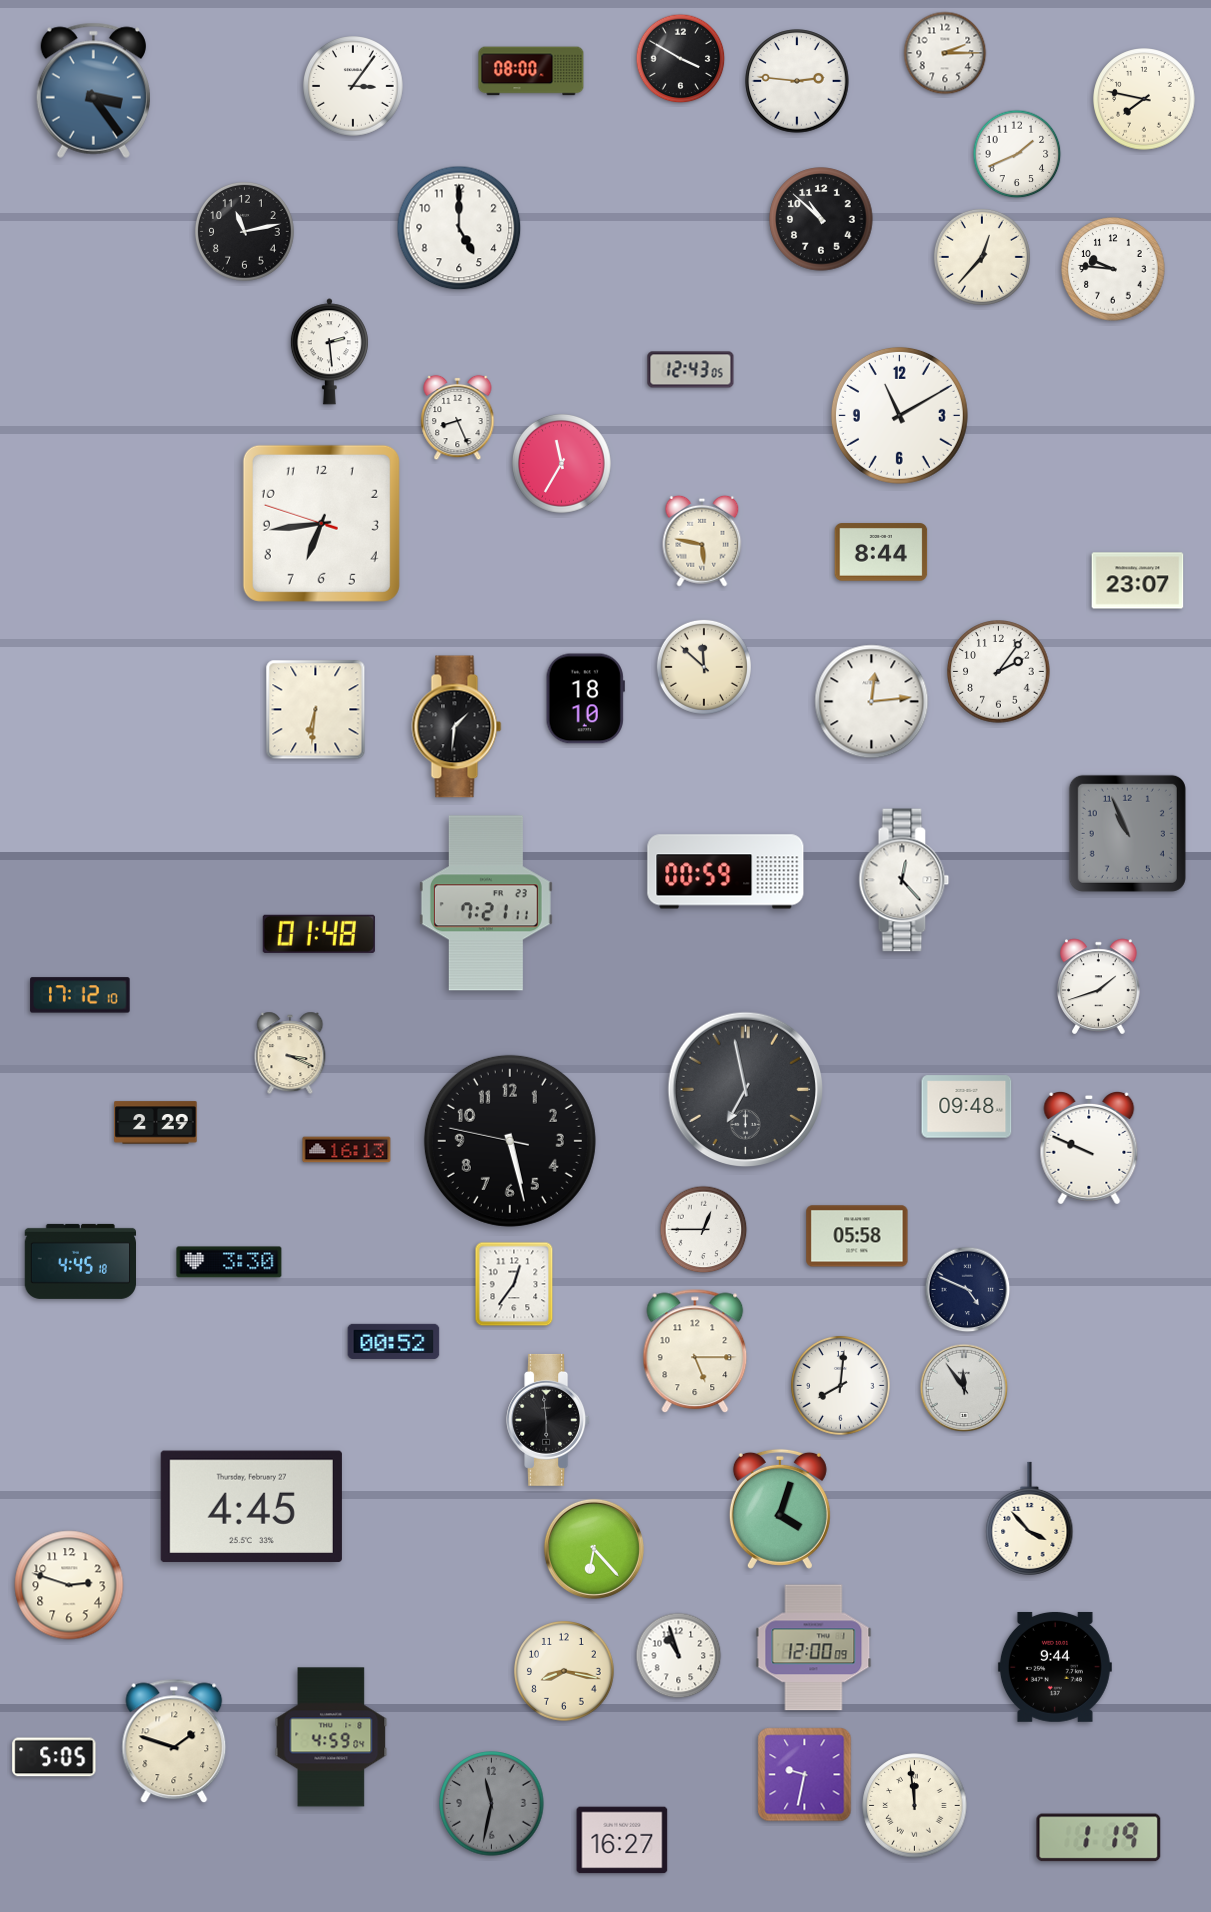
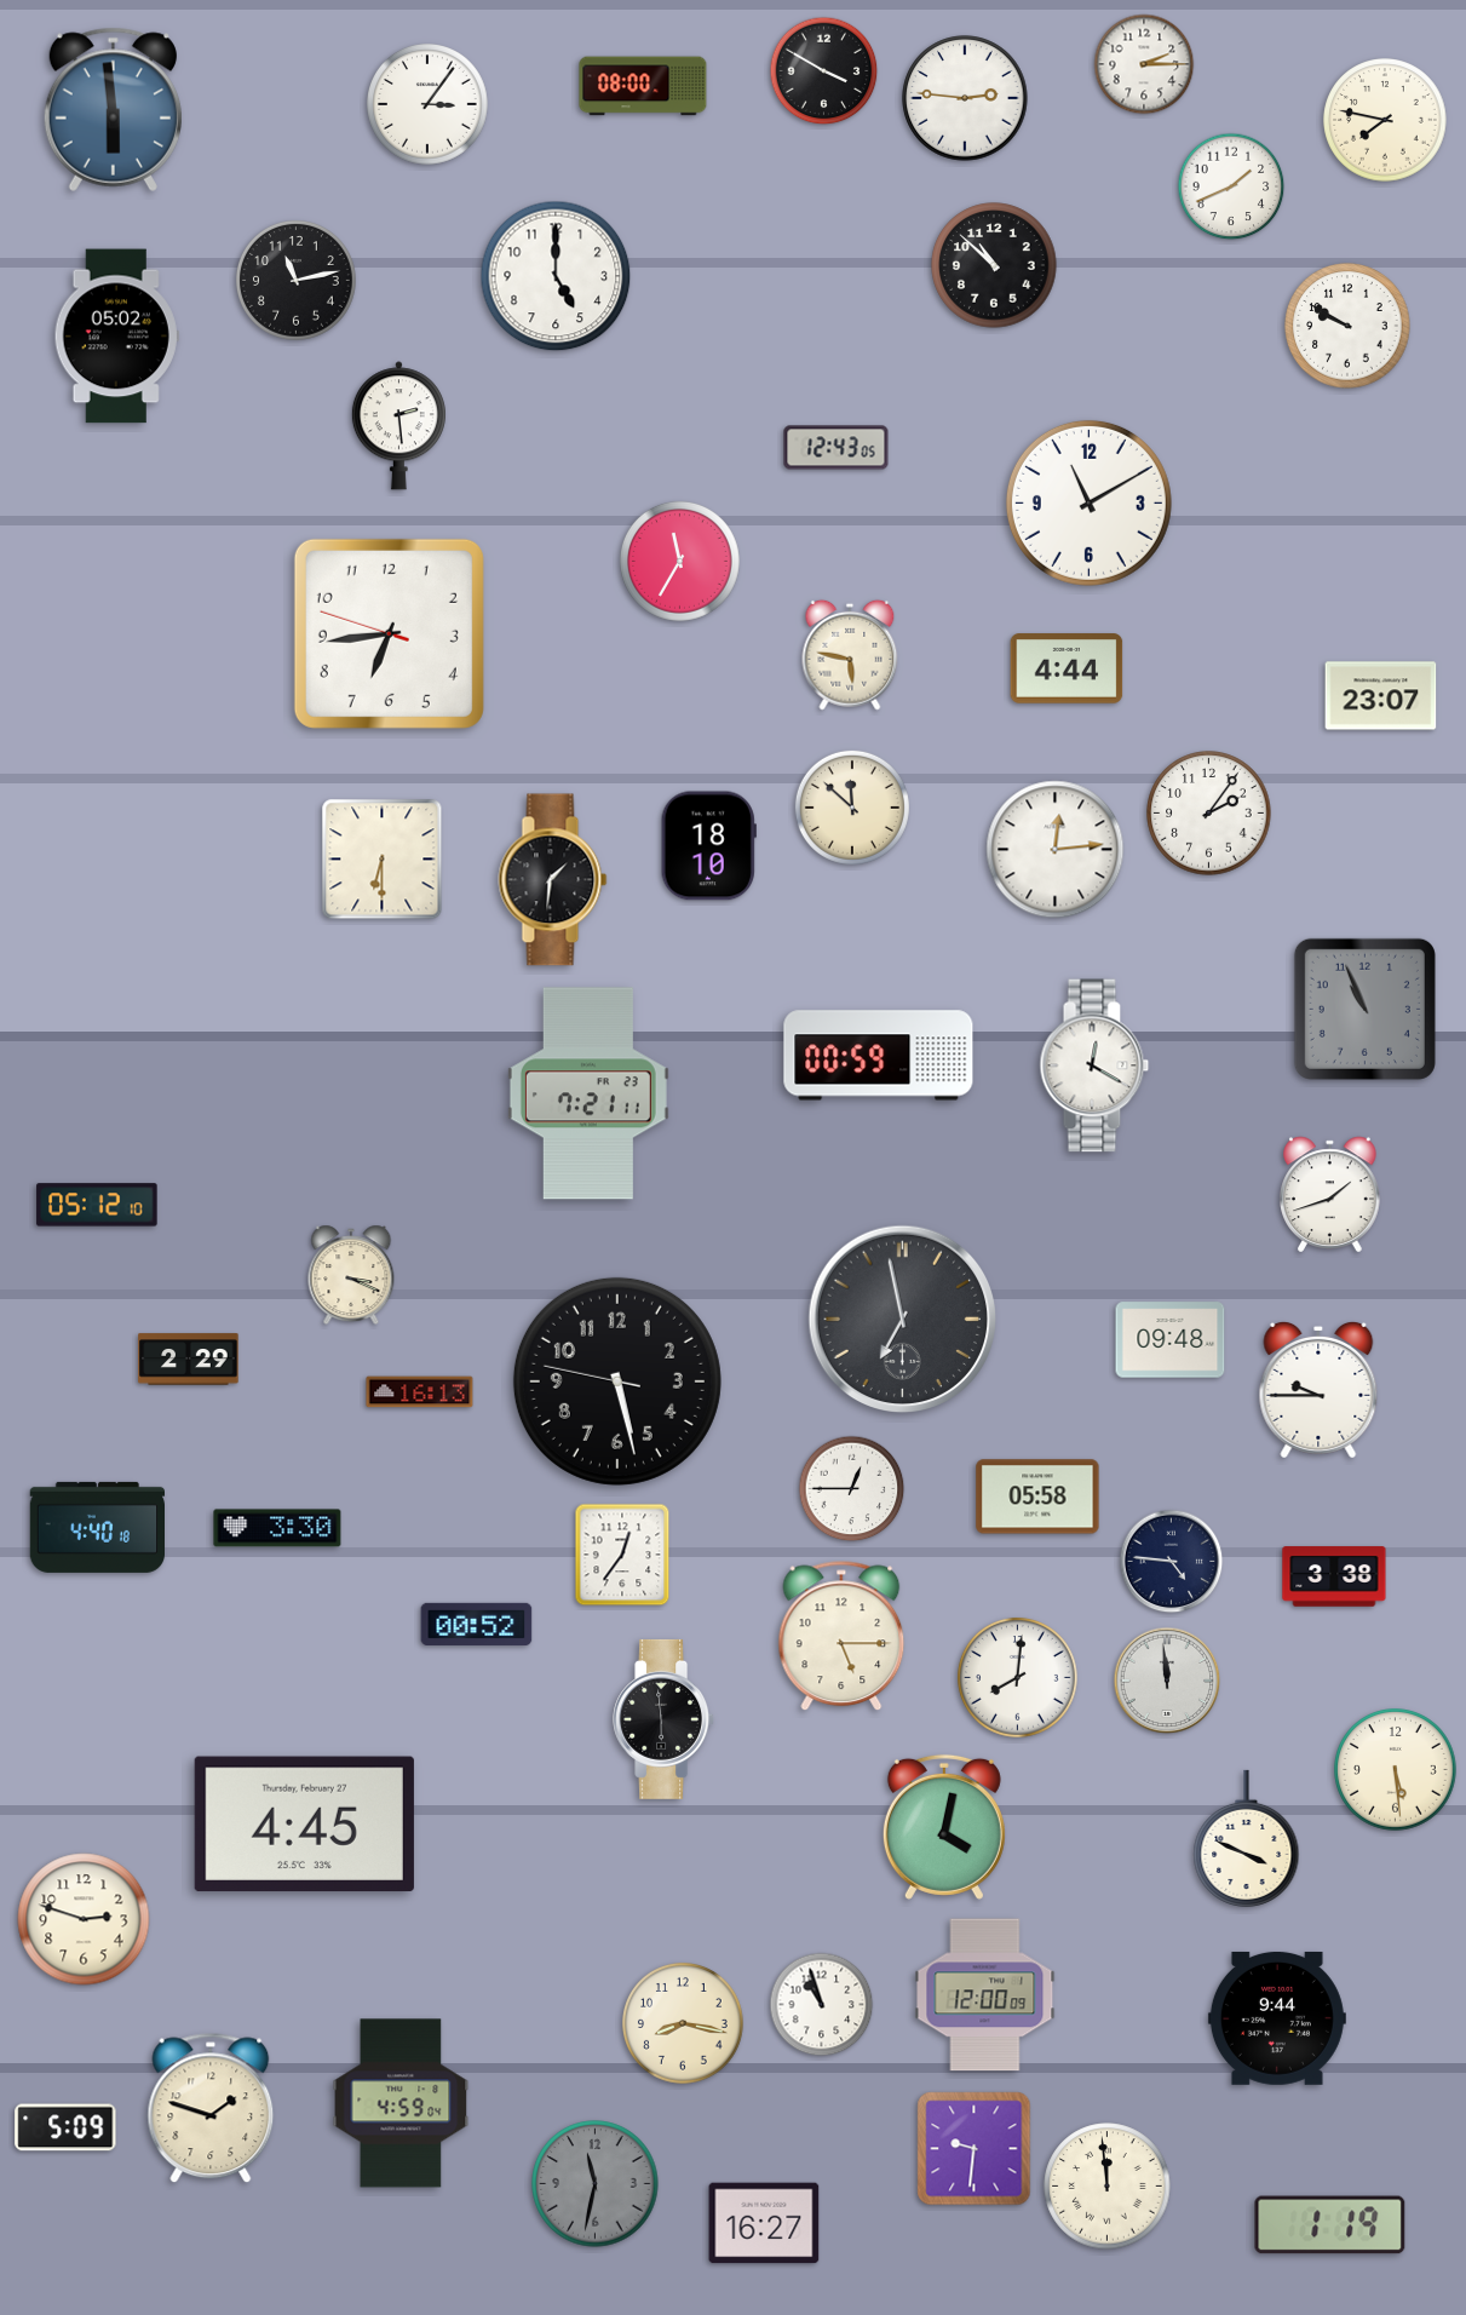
clock at (93, 90): 3:24 -> 5:59
clock at (982, 257): 12:37 -> none
clock at (1113, 269): 9:46 -> 9:50
clock at (116, 337): none -> 05:02
clock at (458, 418): 8:26 -> none
clock at (881, 552): 8:44 -> 4:44
clock at (1138, 581) position: (1138, 581) -> (1381, 696)
clock at (316, 710): 6:31 -> 6:30
clock at (904, 880): 12:23 -> 12:20
clock at (319, 934): 01:48 -> none
clock at (80, 995): 17:12 -> 05:12
clock at (1089, 1148): 9:49 -> 9:45
clock at (80, 1261): 4:45 -> 4:40
clock at (968, 1290): 4:49 -> 4:46
clock at (1334, 1576): none -> 3:38
clock at (964, 1388): 11:54 -> 11:59
clock at (1396, 1770): none -> 5:29
clock at (780, 1509): 4:03 -> 4:02
clock at (1030, 1518): 3:53 -> 3:49
clock at (594, 1549): 6:23 -> none
clock at (54, 1757): 5:05 -> 5:09
clock at (805, 1775): 9:32 -> 9:31
clock at (622, 1840) position: (622, 1840) -> (764, 2223)
